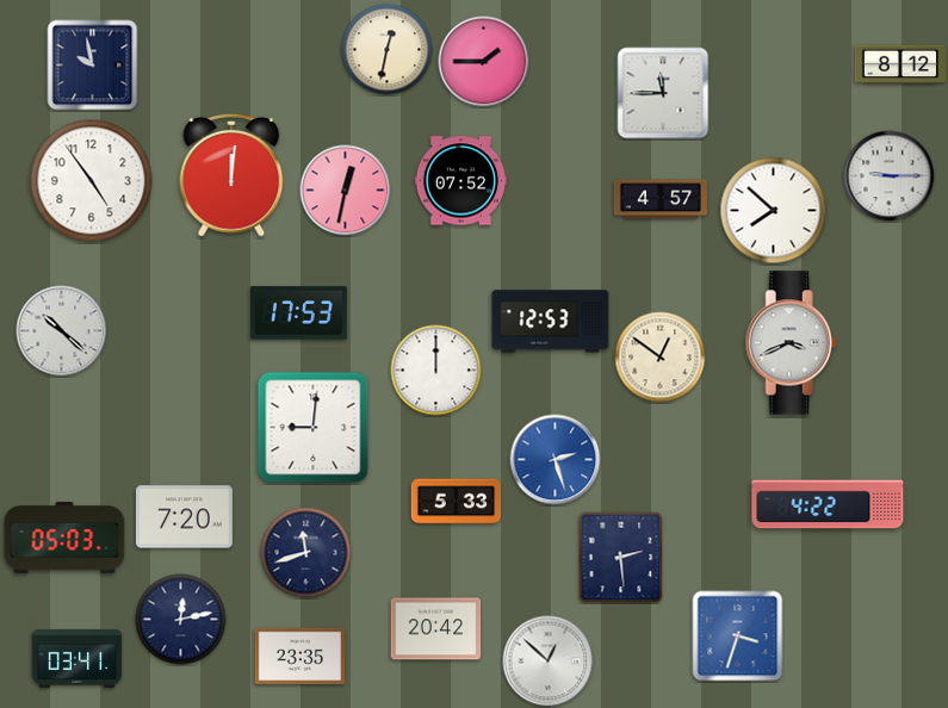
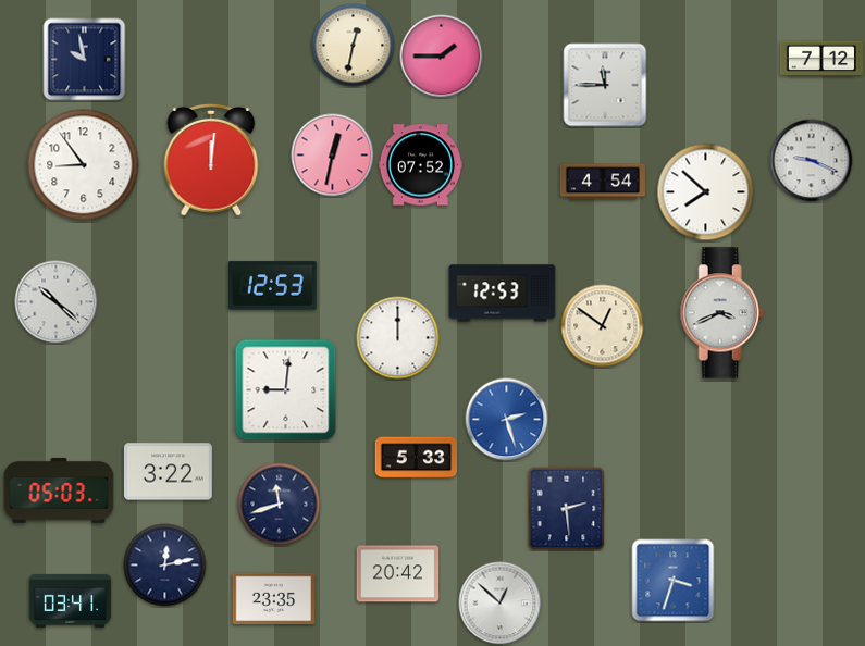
clock at (899, 64): 8:12 -> 7:12
clock at (890, 176): 9:15 -> 9:19
clock at (92, 181): 4:54 -> 8:54
clock at (346, 191) position: (346, 191) -> (333, 156)
clock at (661, 199): 4:57 -> 4:54
clock at (298, 313): 17:53 -> 12:53
clock at (828, 504): 4:22 -> none
clock at (184, 517): 7:20 -> 3:22
